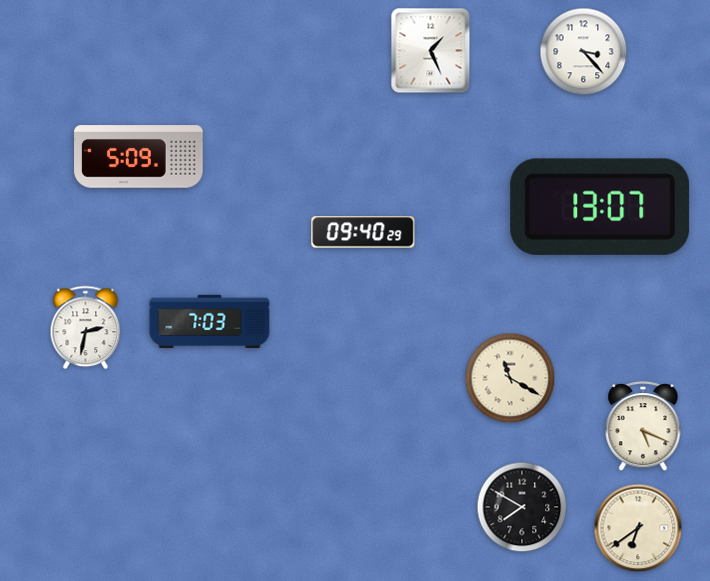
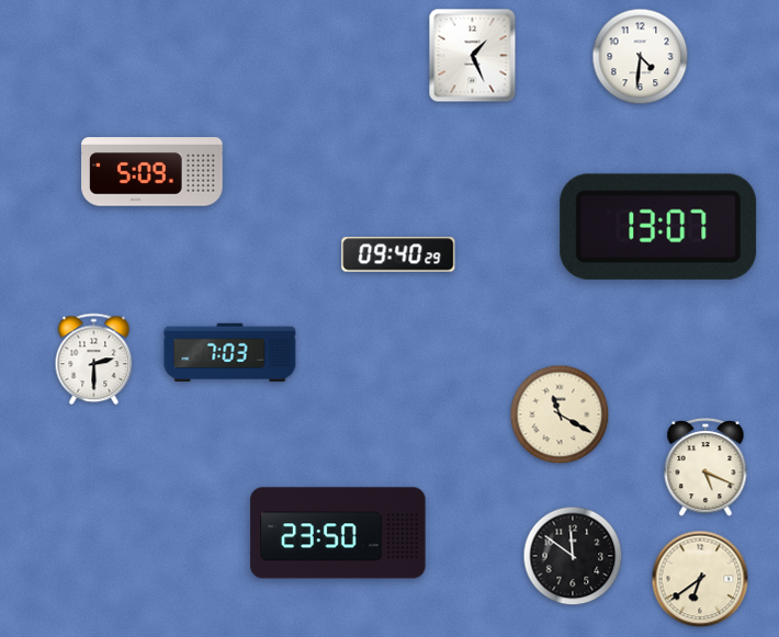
clock at (584, 52): 3:23 -> 4:31
clock at (86, 328): 2:32 -> 2:30
clock at (338, 533): none -> 23:50
clock at (522, 507): 7:50 -> 11:51
